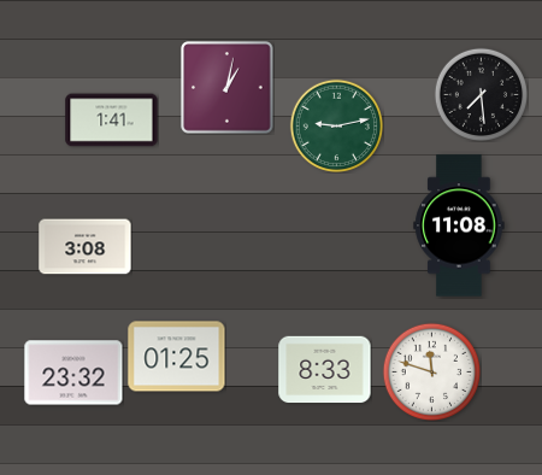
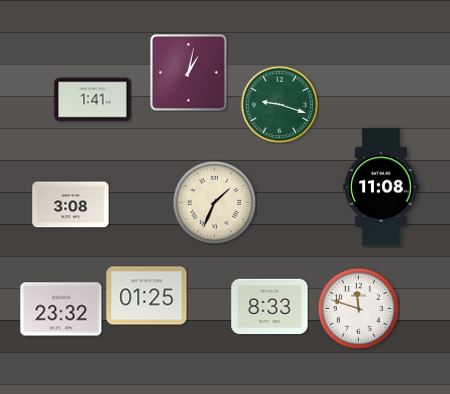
clock at (481, 94): 7:29 -> none
clock at (336, 125): 9:13 -> 9:18
clock at (214, 202): none -> 1:34
